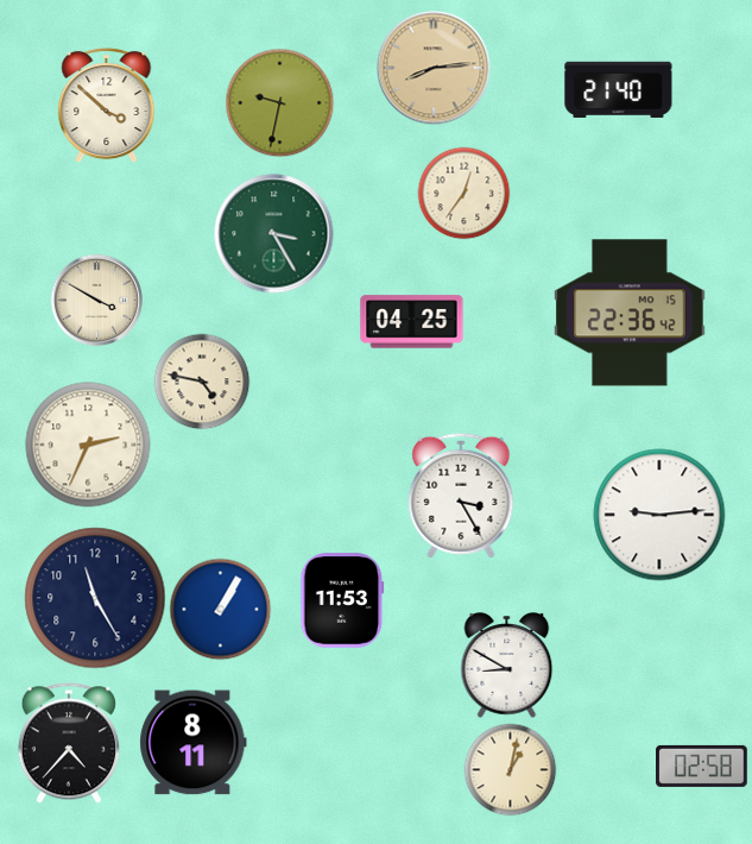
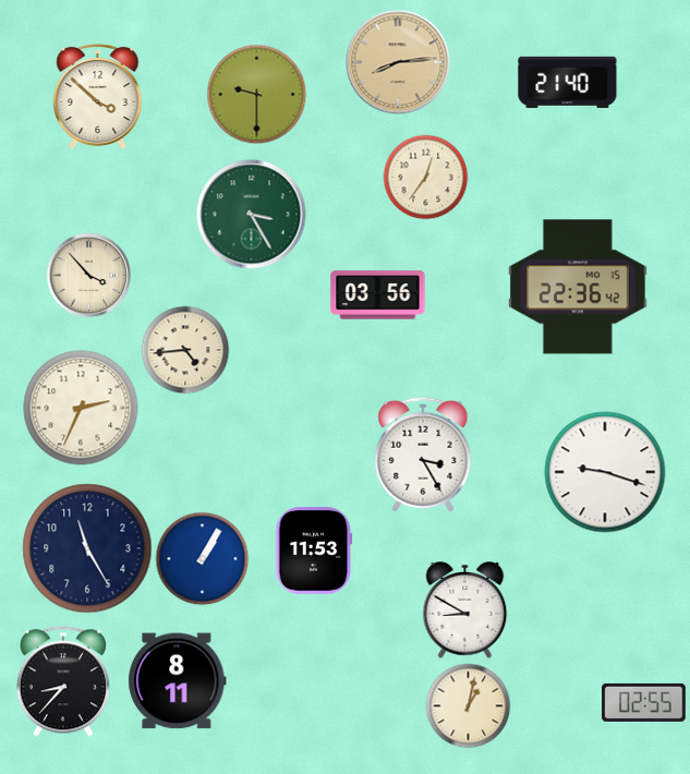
clock at (279, 102): 9:32 -> 9:30
clock at (96, 300): 3:50 -> 3:53
clock at (412, 322): 04:25 -> 03:56
clock at (202, 382): 4:47 -> 4:44
clock at (659, 515): 9:14 -> 9:18
clock at (69, 743): 4:37 -> 8:37
clock at (702, 766): 02:58 -> 02:55
